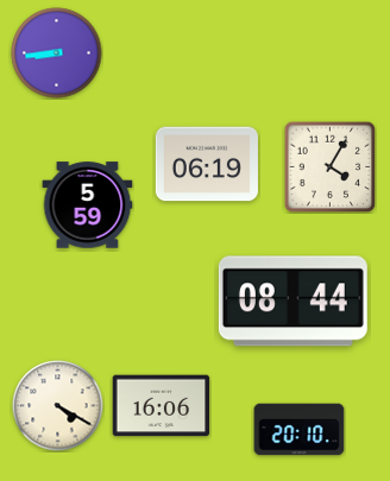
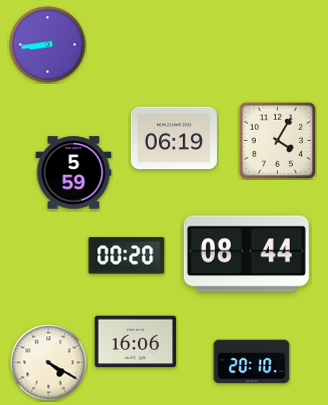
clock at (127, 256): none -> 00:20
clock at (58, 406) position: (58, 406) -> (49, 363)
